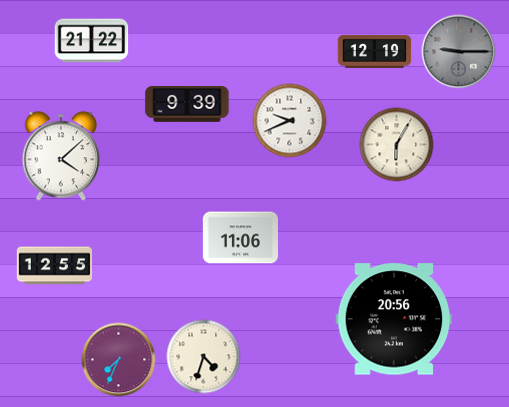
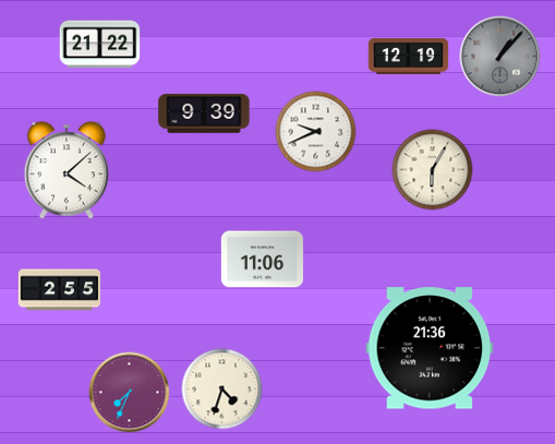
clock at (459, 52): 9:15 -> 1:07
clock at (397, 145) position: (397, 145) -> (433, 170)
clock at (55, 266): 12:55 -> 2:55
clock at (394, 319): 20:56 -> 21:36
